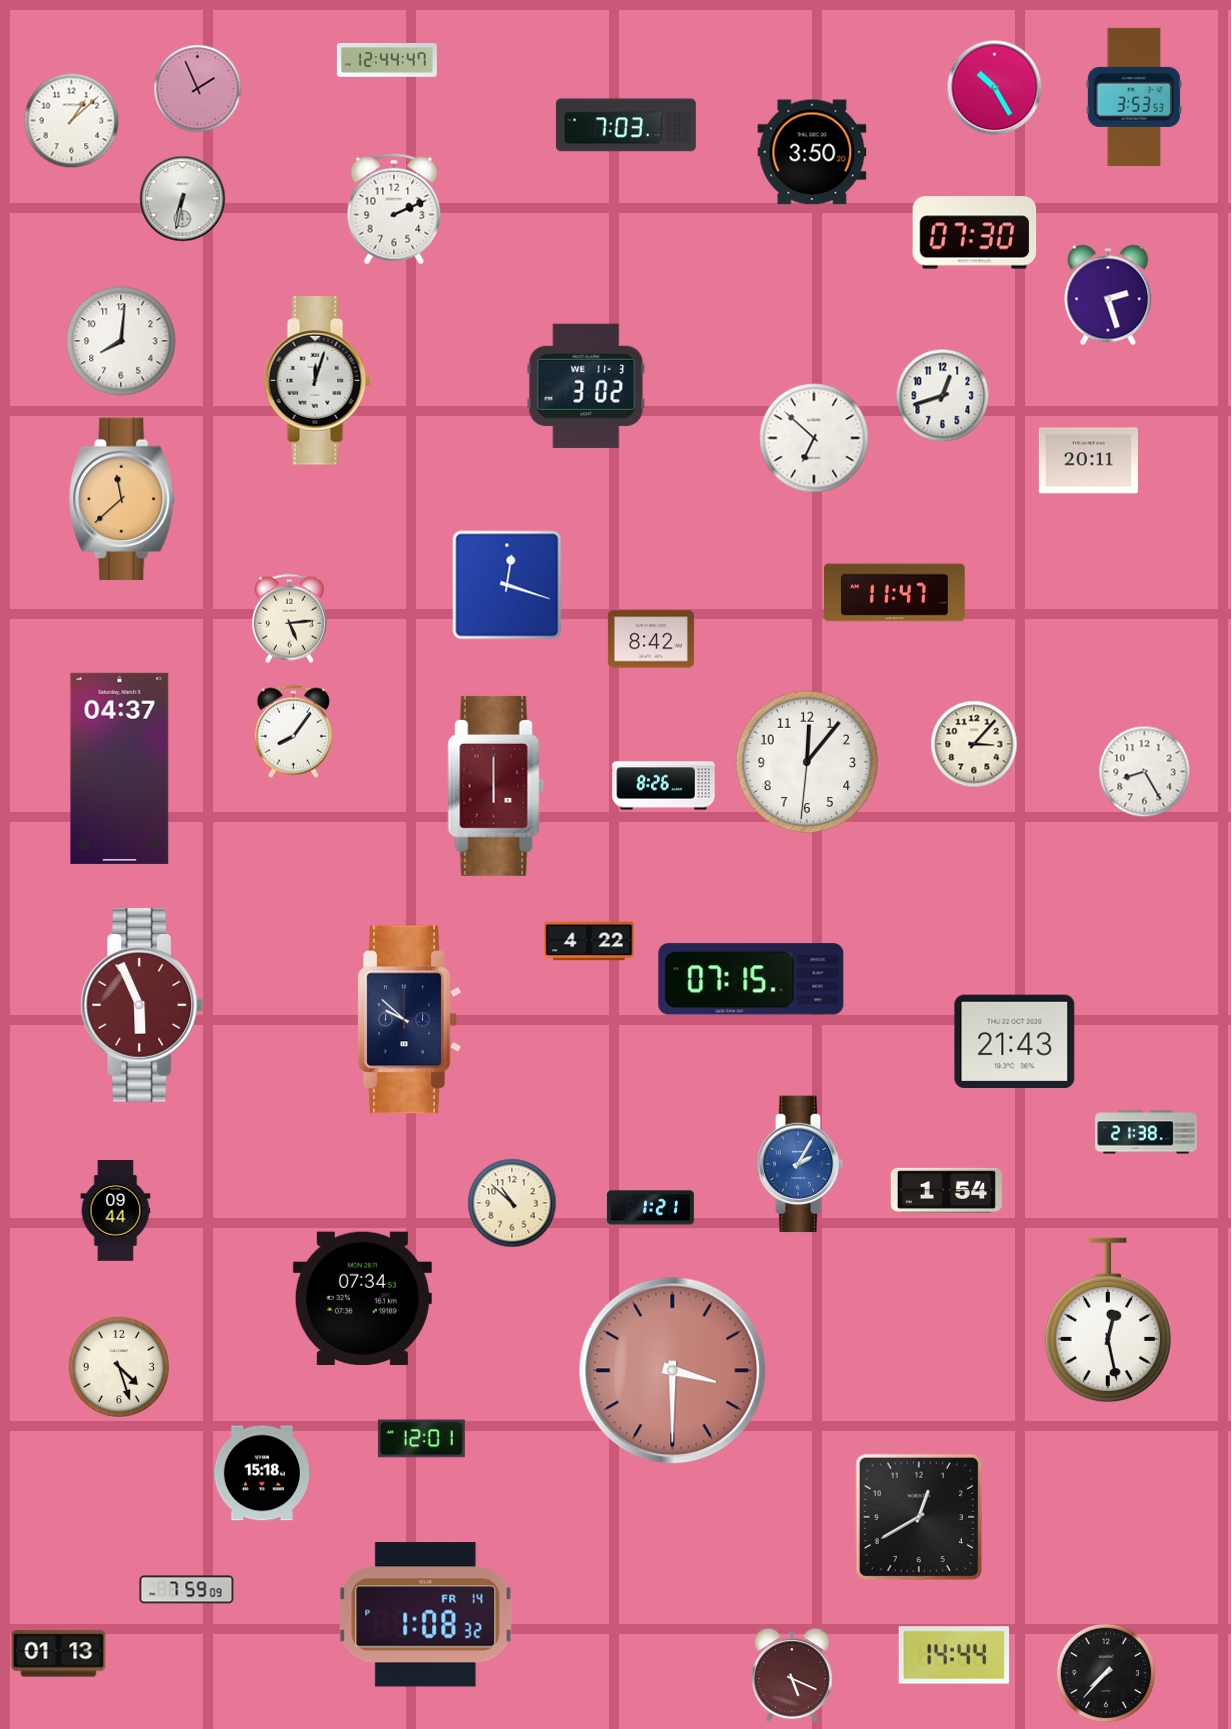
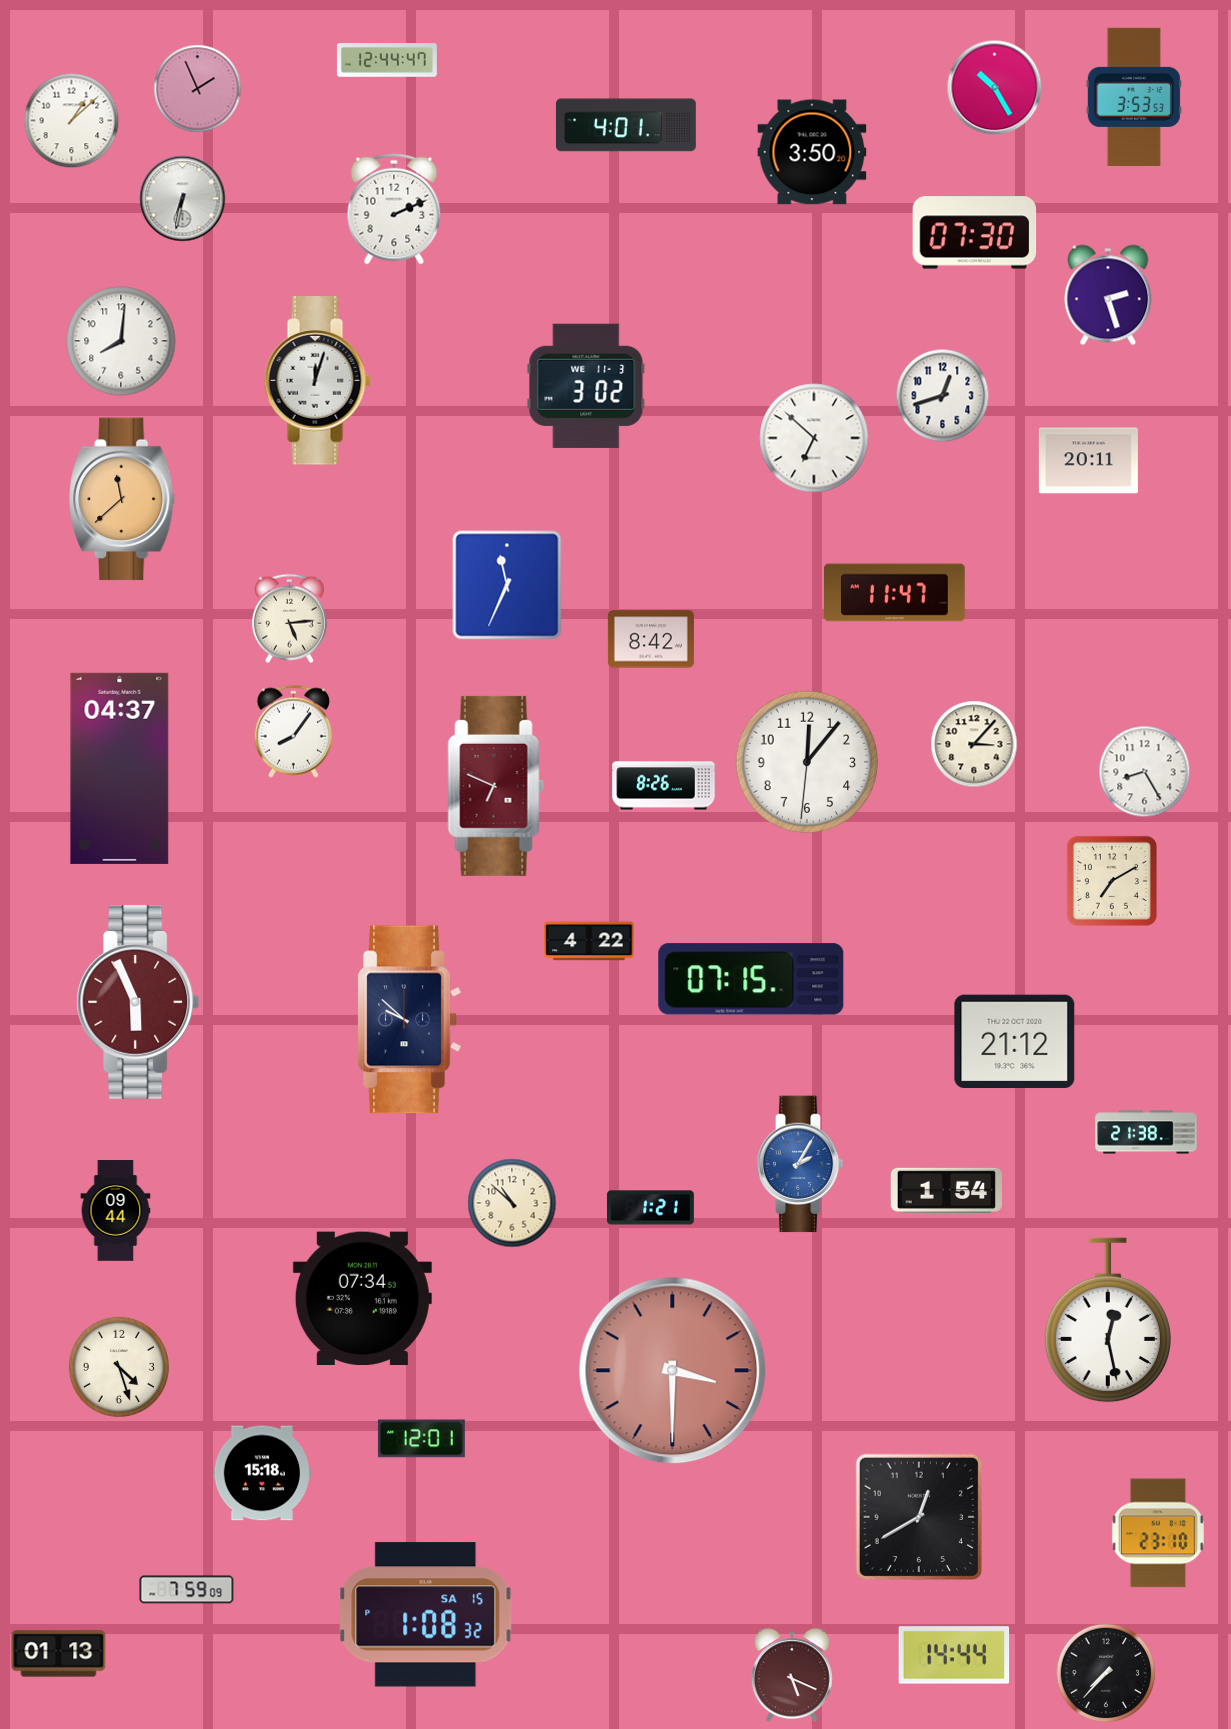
clock at (626, 125): 7:03 -> 4:01
clock at (507, 585): 12:18 -> 11:34
clock at (496, 786): 6:00 -> 6:49
clock at (1112, 881): none -> 7:10
clock at (142, 1005) position: (142, 1005) -> (138, 1002)
clock at (1015, 1042): 21:43 -> 21:12
clock at (1158, 1533): none -> 23:10
clock at (426, 1615) date: FR 14 -> SA 15
